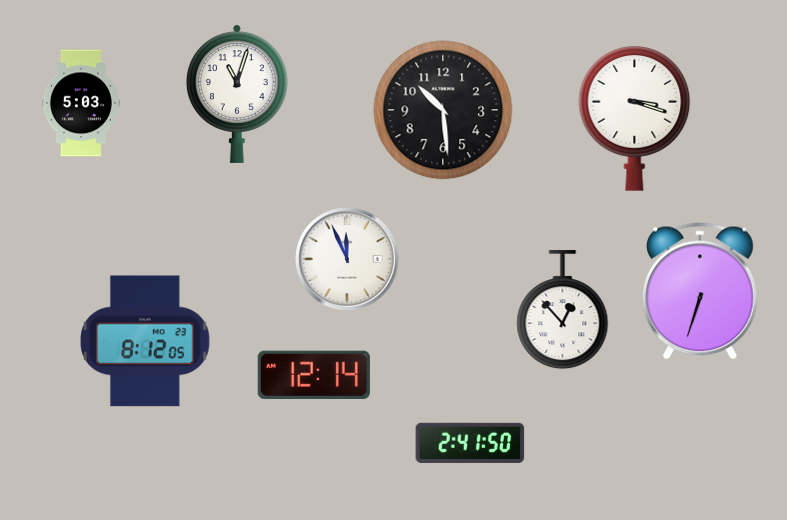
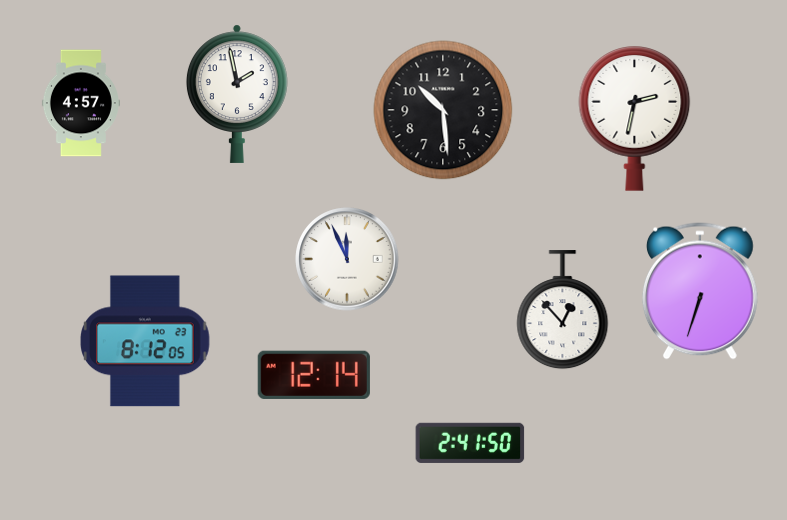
clock at (237, 94): 11:03 -> 1:58
clock at (81, 103): 5:03 -> 4:57
clock at (635, 119): 3:18 -> 2:32
